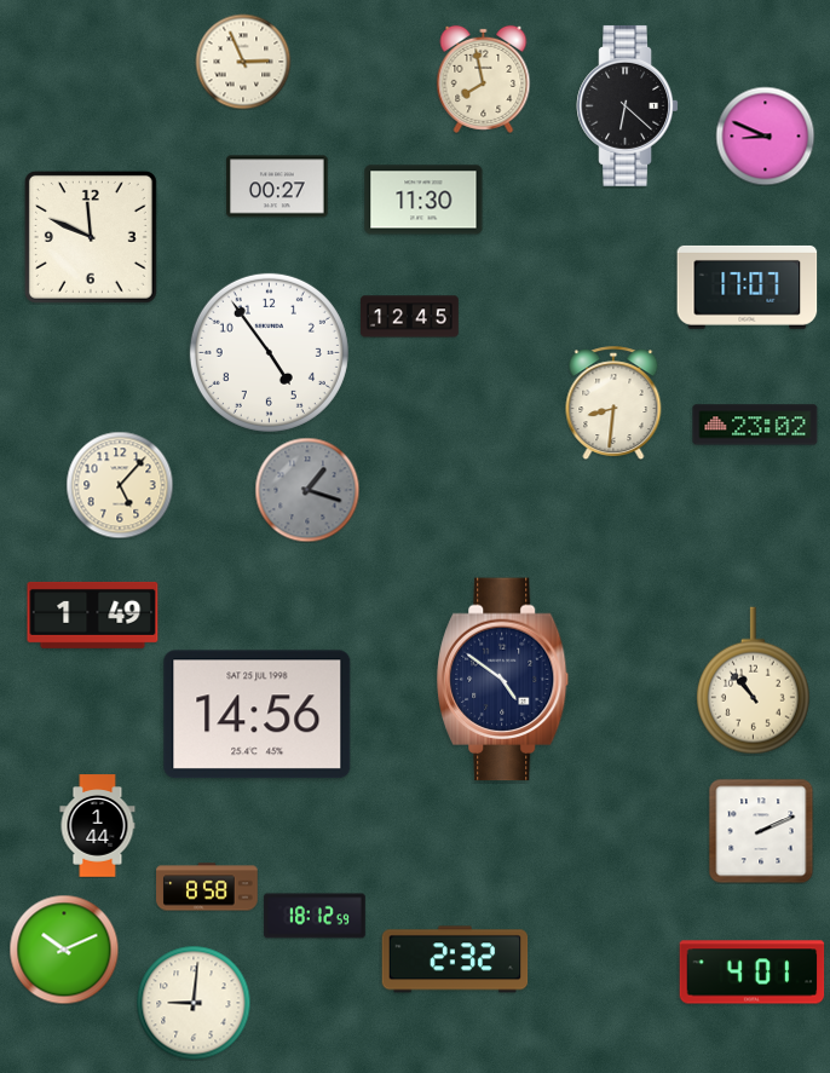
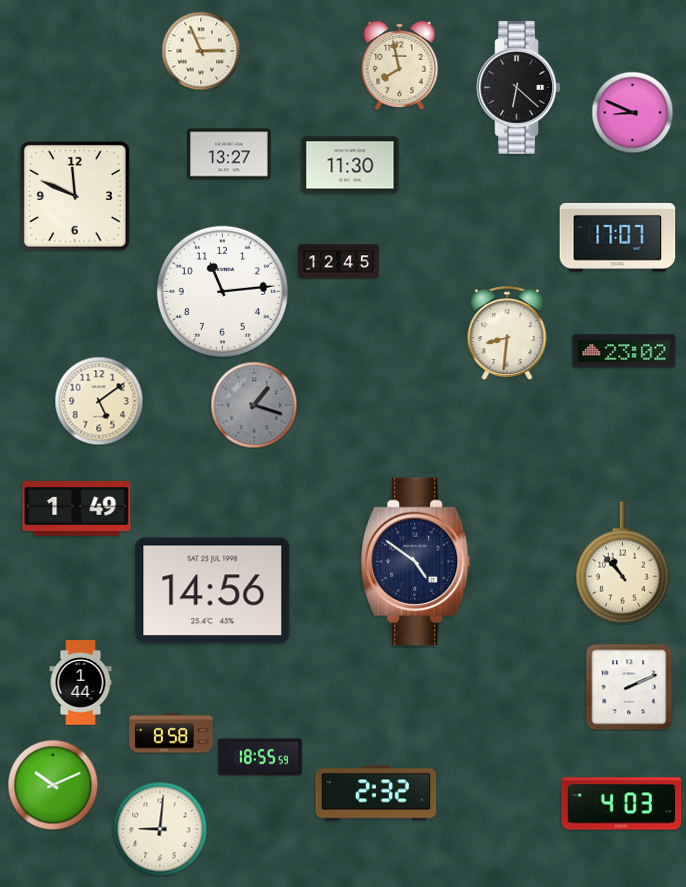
clock at (277, 186): 00:27 -> 13:27
clock at (269, 352): 4:54 -> 11:14
clock at (120, 485): 5:07 -> 5:09
clock at (315, 916): 18:12 -> 18:55
clock at (753, 973): 4:01 -> 4:03
